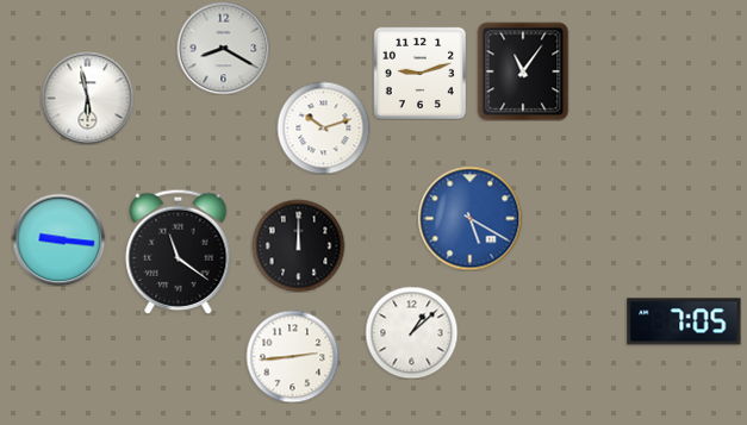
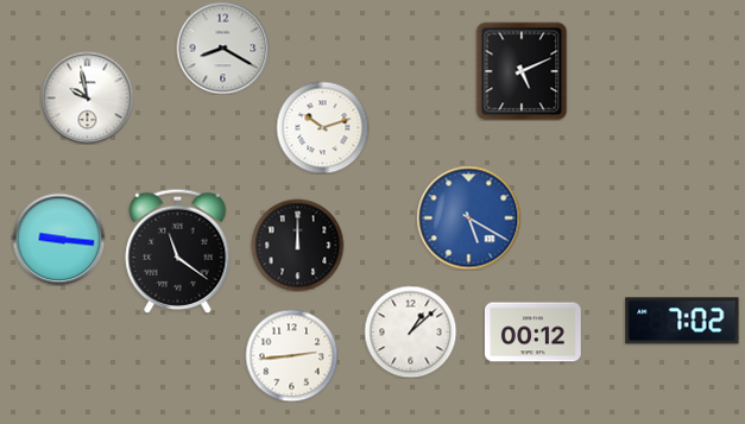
clock at (523, 71): 11:06 -> 5:11
clock at (419, 73): 9:12 -> none
clock at (87, 98): 5:58 -> 9:58
clock at (684, 321): 7:05 -> 7:02
clock at (532, 333): none -> 00:12
